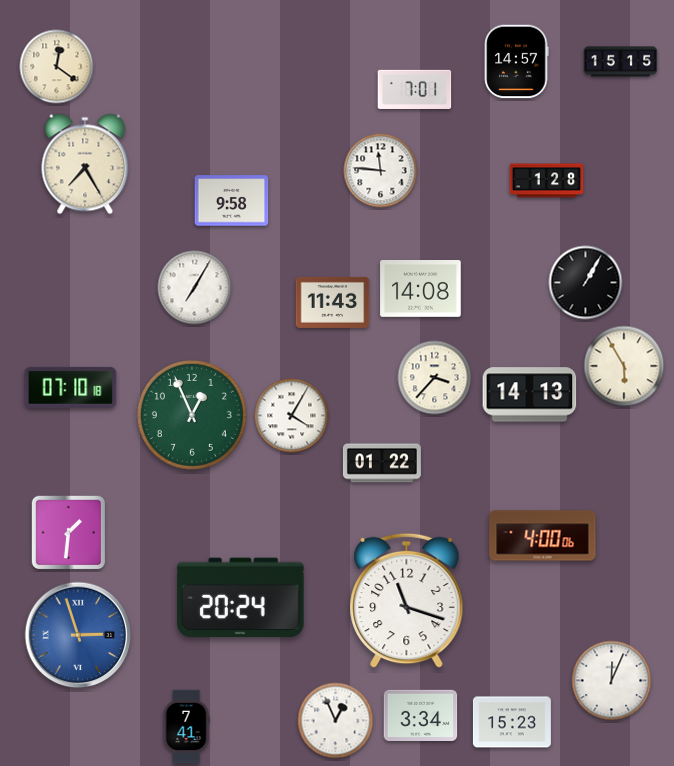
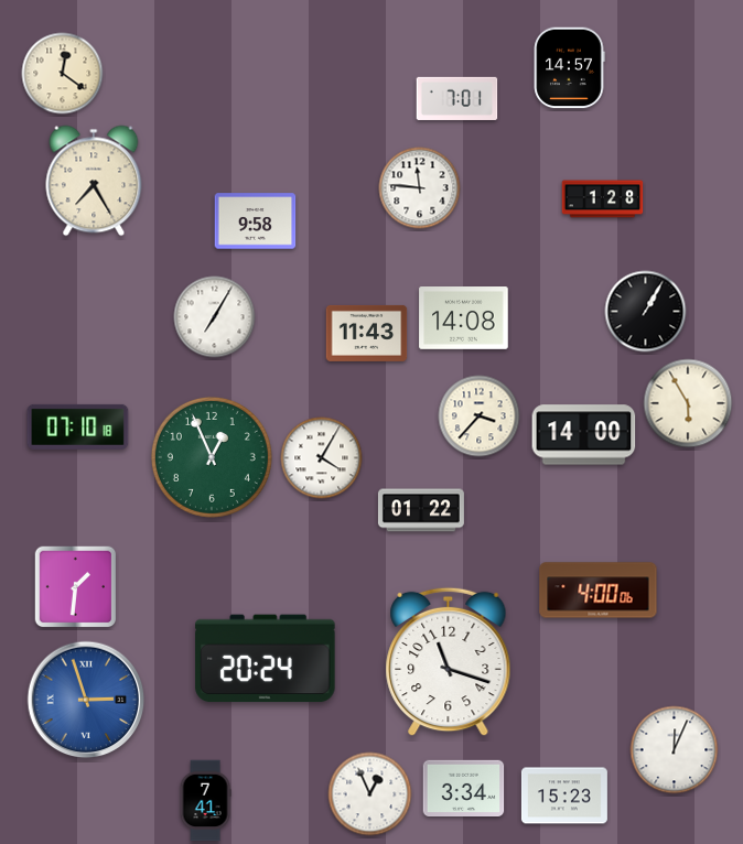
clock at (621, 62): 15:15 -> none
clock at (530, 395): 14:13 -> 14:00
